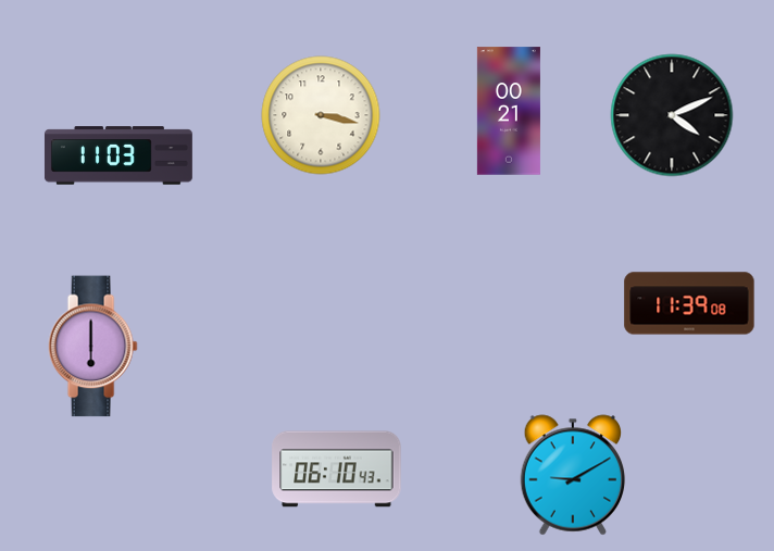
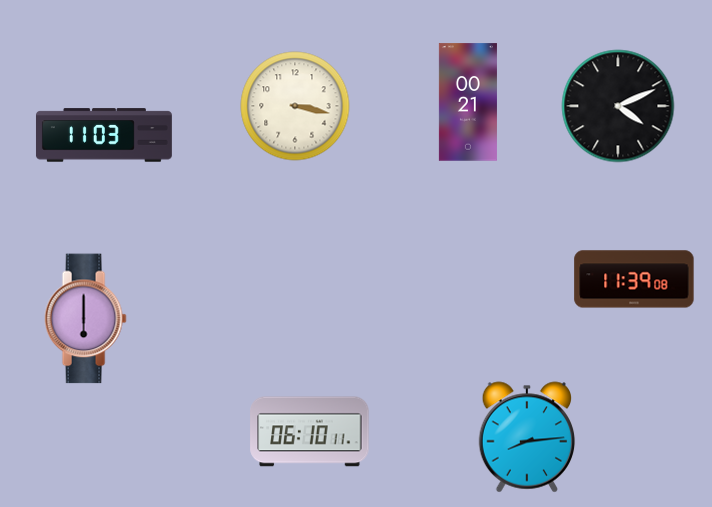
clock at (118, 155) position: (118, 155) -> (104, 135)
clock at (337, 469): 06:10:43 -> 06:10:11
clock at (573, 475): 9:10 -> 8:14
